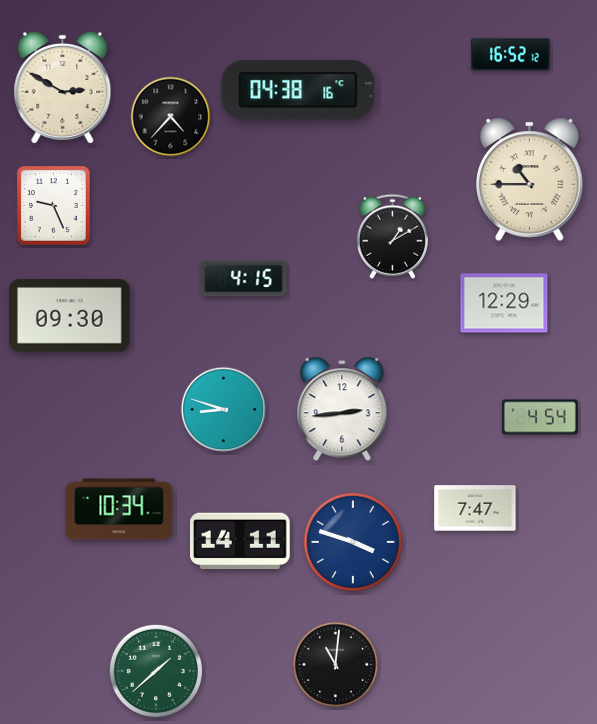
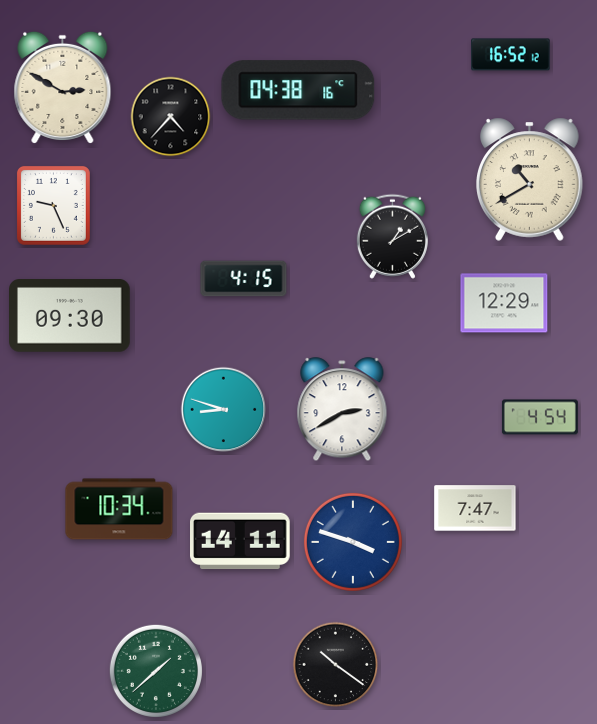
clock at (530, 179): 10:45 -> 10:40
clock at (342, 410): 2:44 -> 2:40
clock at (336, 665): 11:01 -> 10:21
